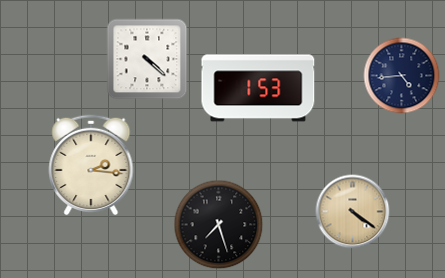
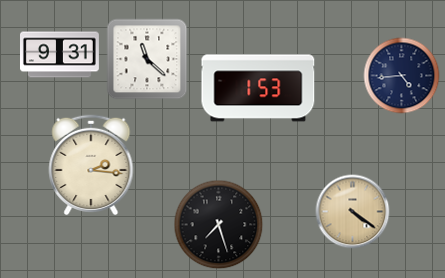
clock at (60, 55): none -> 9:31
clock at (147, 59): 4:22 -> 11:22
